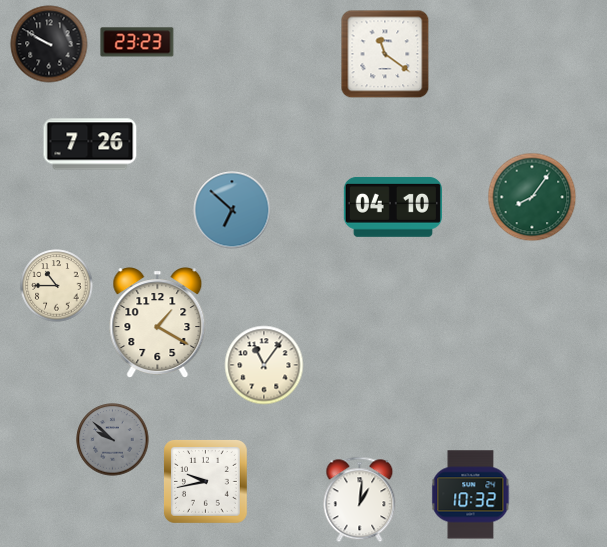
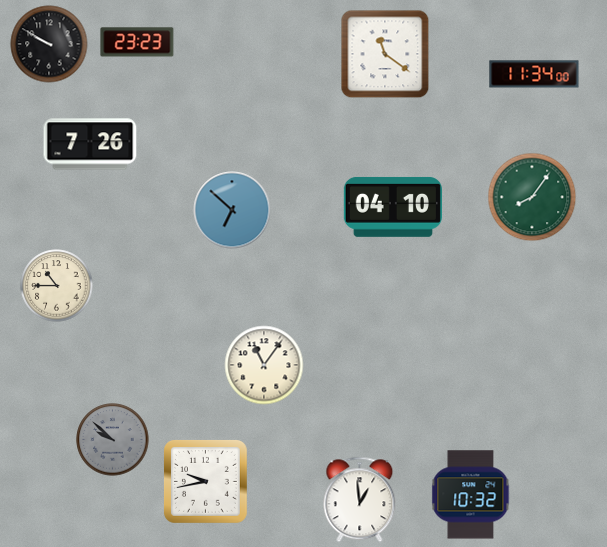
clock at (534, 74): none -> 11:34
clock at (158, 323): 1:20 -> none
clock at (360, 500): 1:01 -> 12:59
